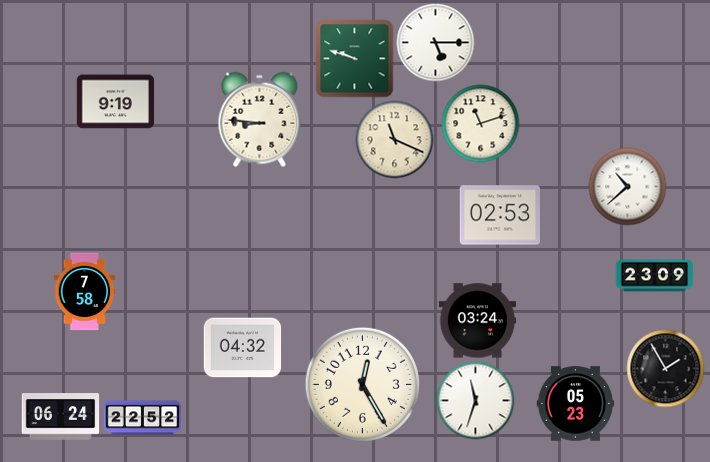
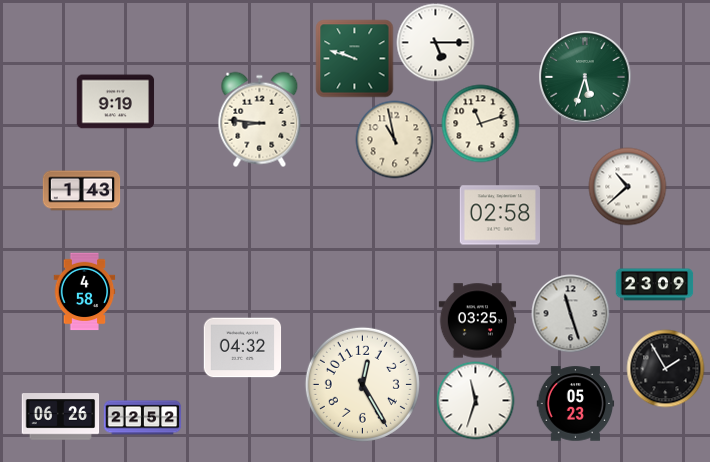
clock at (585, 77): none -> 5:33
clock at (394, 139): 11:19 -> 10:58
clock at (81, 191): none -> 1:43
clock at (500, 215): 02:53 -> 02:58
clock at (654, 276) position: (654, 276) -> (654, 285)
clock at (85, 291): 7:58 -> 4:58
clock at (570, 313): none -> 11:27
clock at (477, 321): 03:24 -> 03:25
clock at (60, 417): 06:24 -> 06:26
